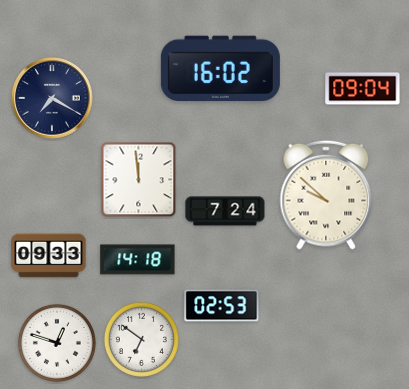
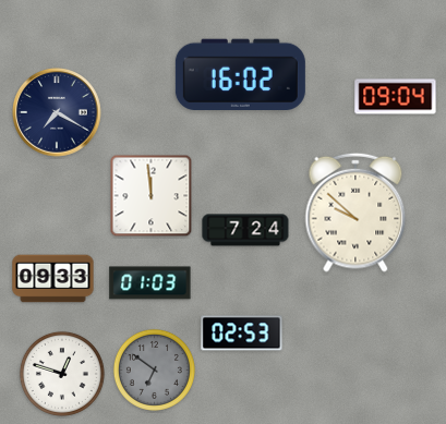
clock at (52, 98) position: (52, 98) -> (57, 112)
clock at (138, 260): 14:18 -> 01:03
clock at (141, 339) dial: white -> grey
